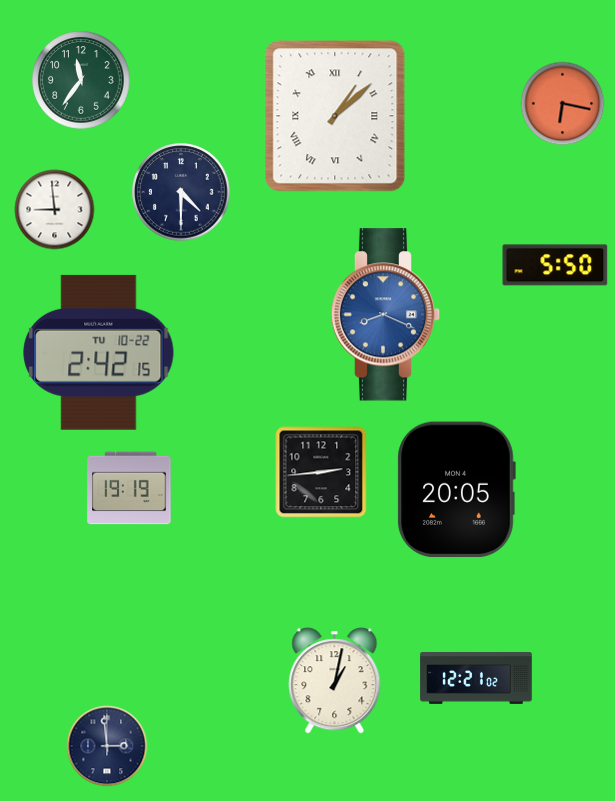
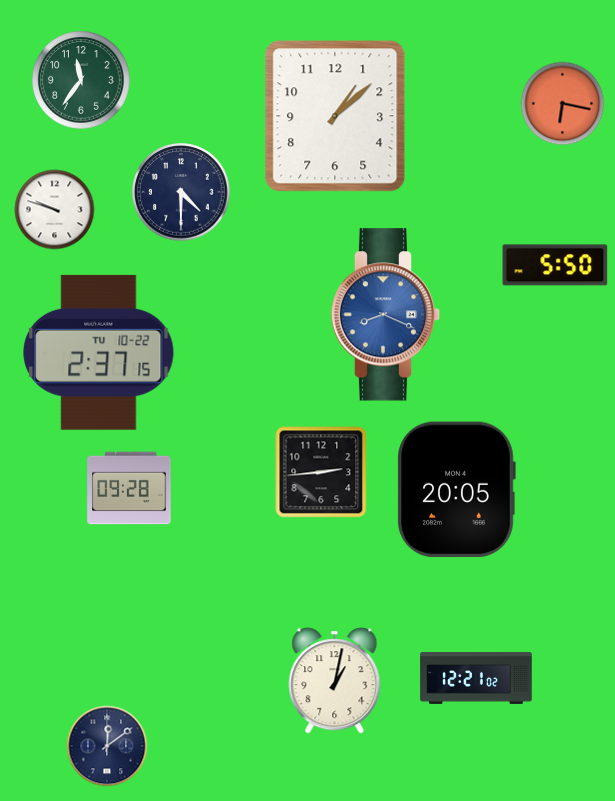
clock at (335, 116) numerals: Roman -> Arabic
clock at (55, 210): 8:59 -> 9:48
clock at (99, 352): 2:42 -> 2:37
clock at (129, 488): 19:19 -> 09:28
clock at (107, 746): 2:59 -> 12:09
